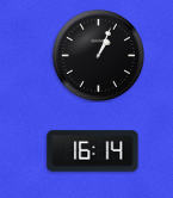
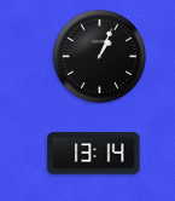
clock at (93, 151): 16:14 -> 13:14
